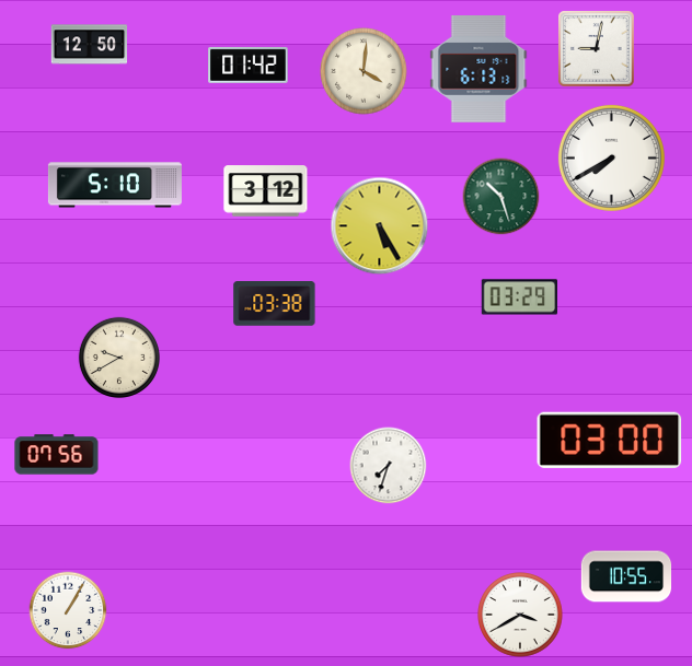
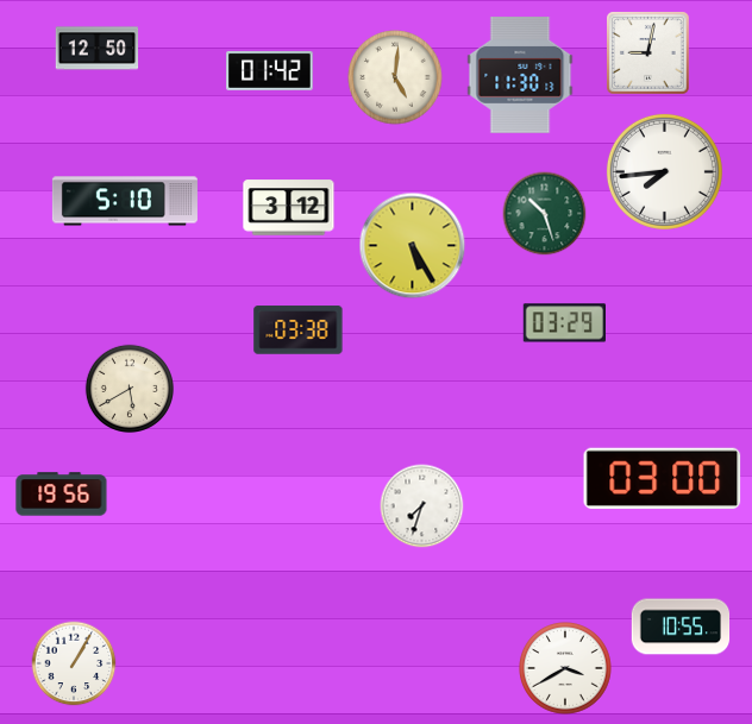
clock at (478, 70): 6:13 -> 11:30
clock at (364, 71): 4:01 -> 5:01
clock at (611, 157): 7:40 -> 7:44
clock at (118, 357): 9:40 -> 5:40
clock at (57, 455): 07:56 -> 19:56
